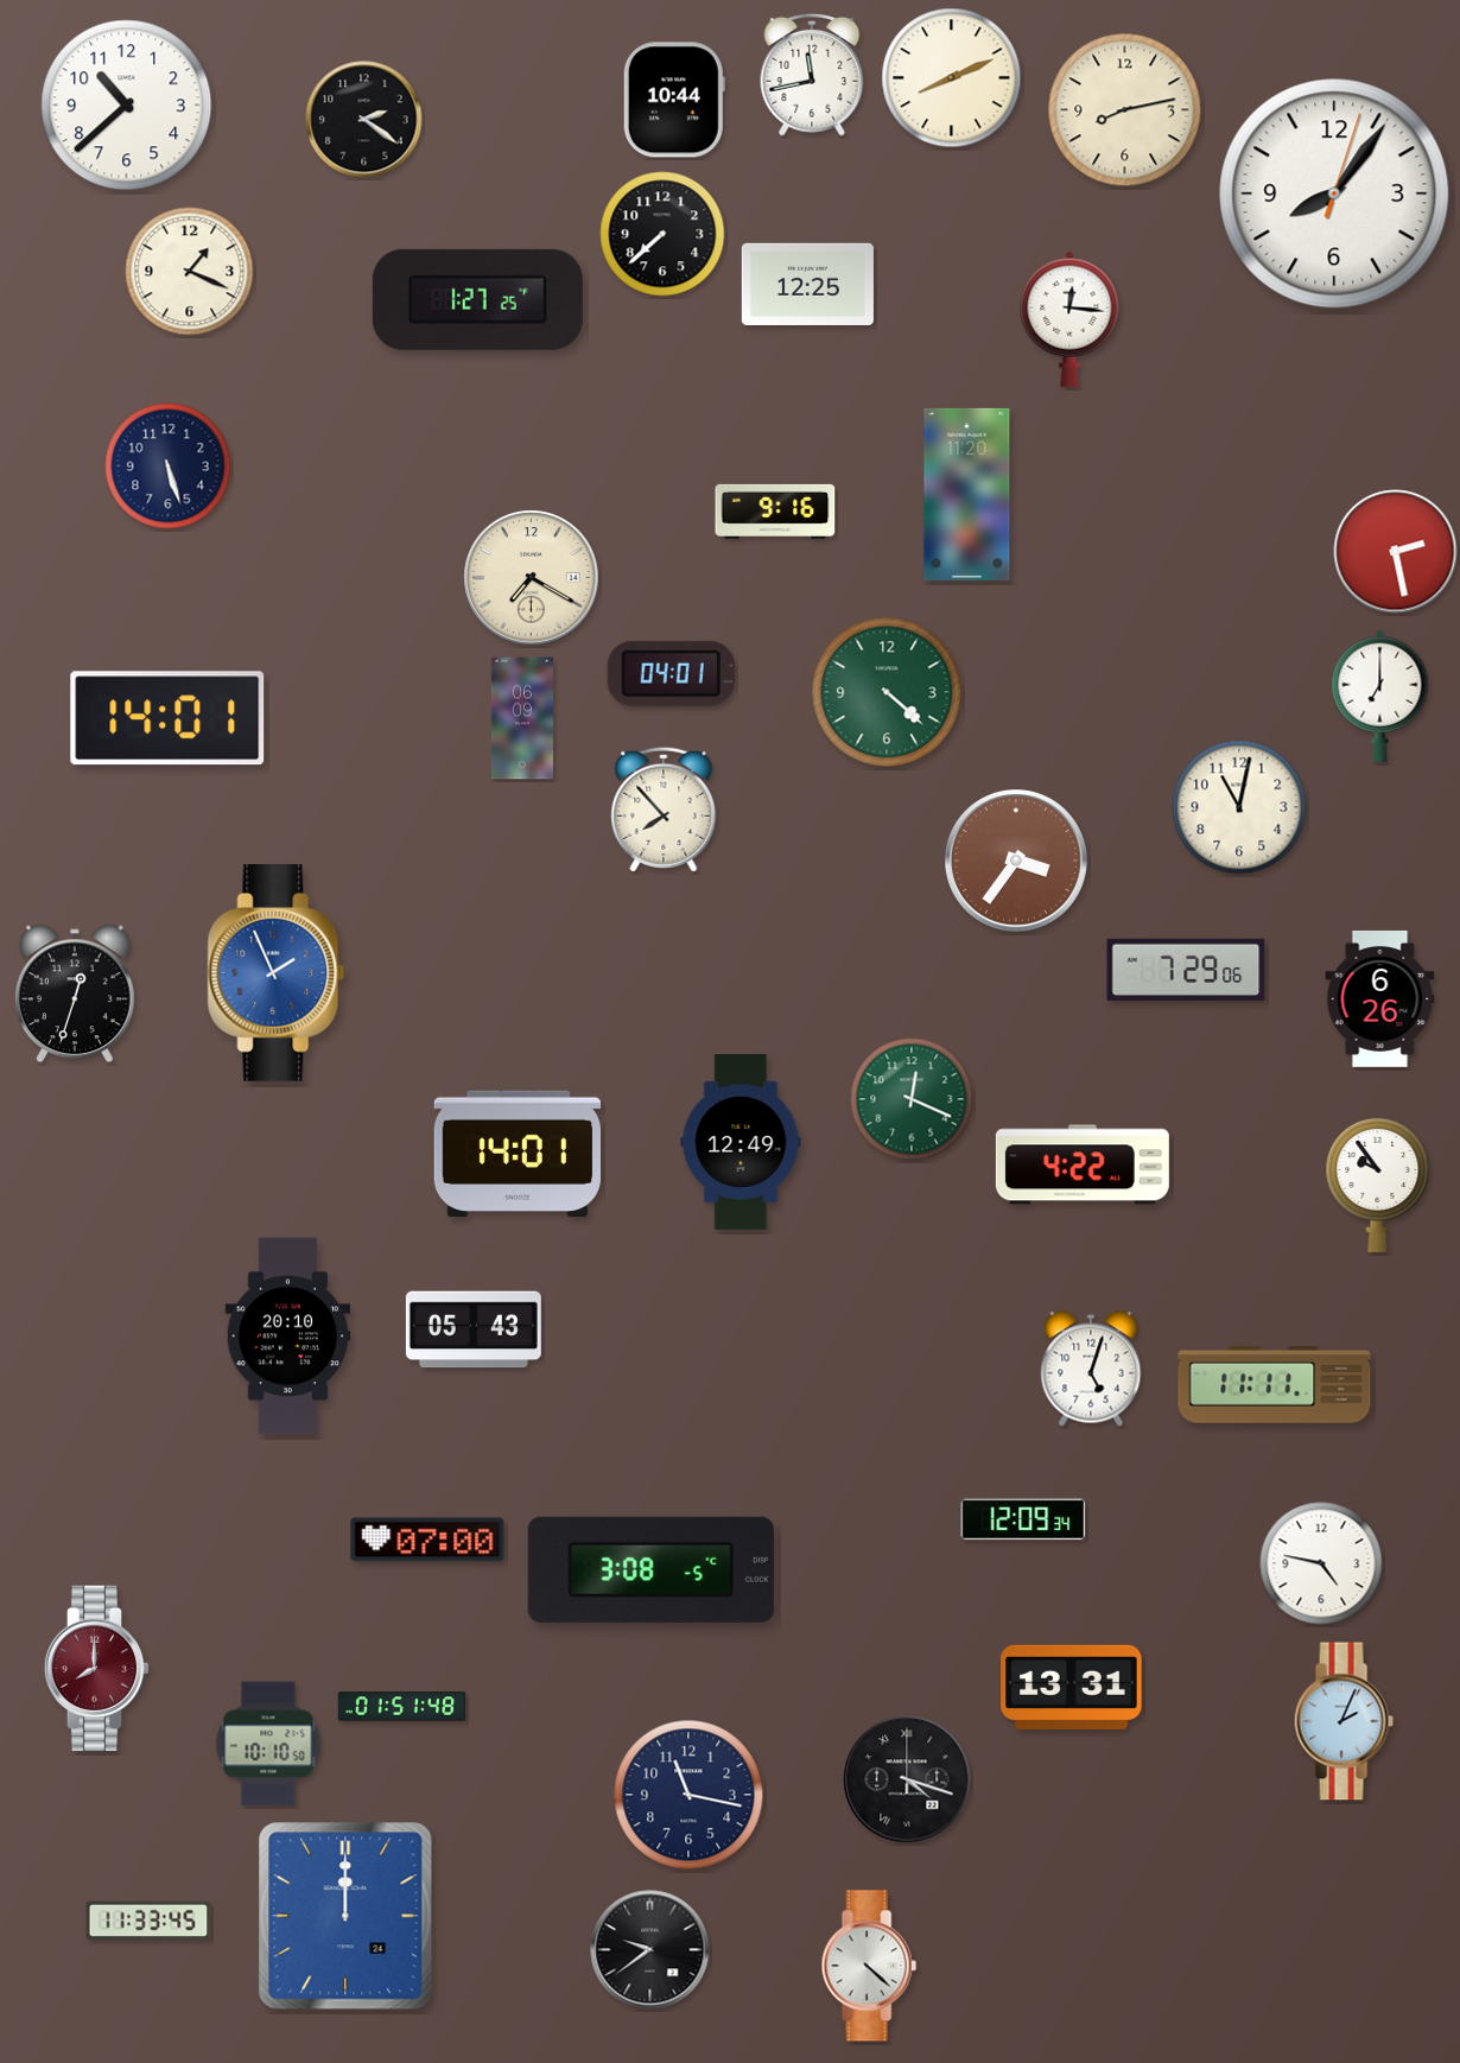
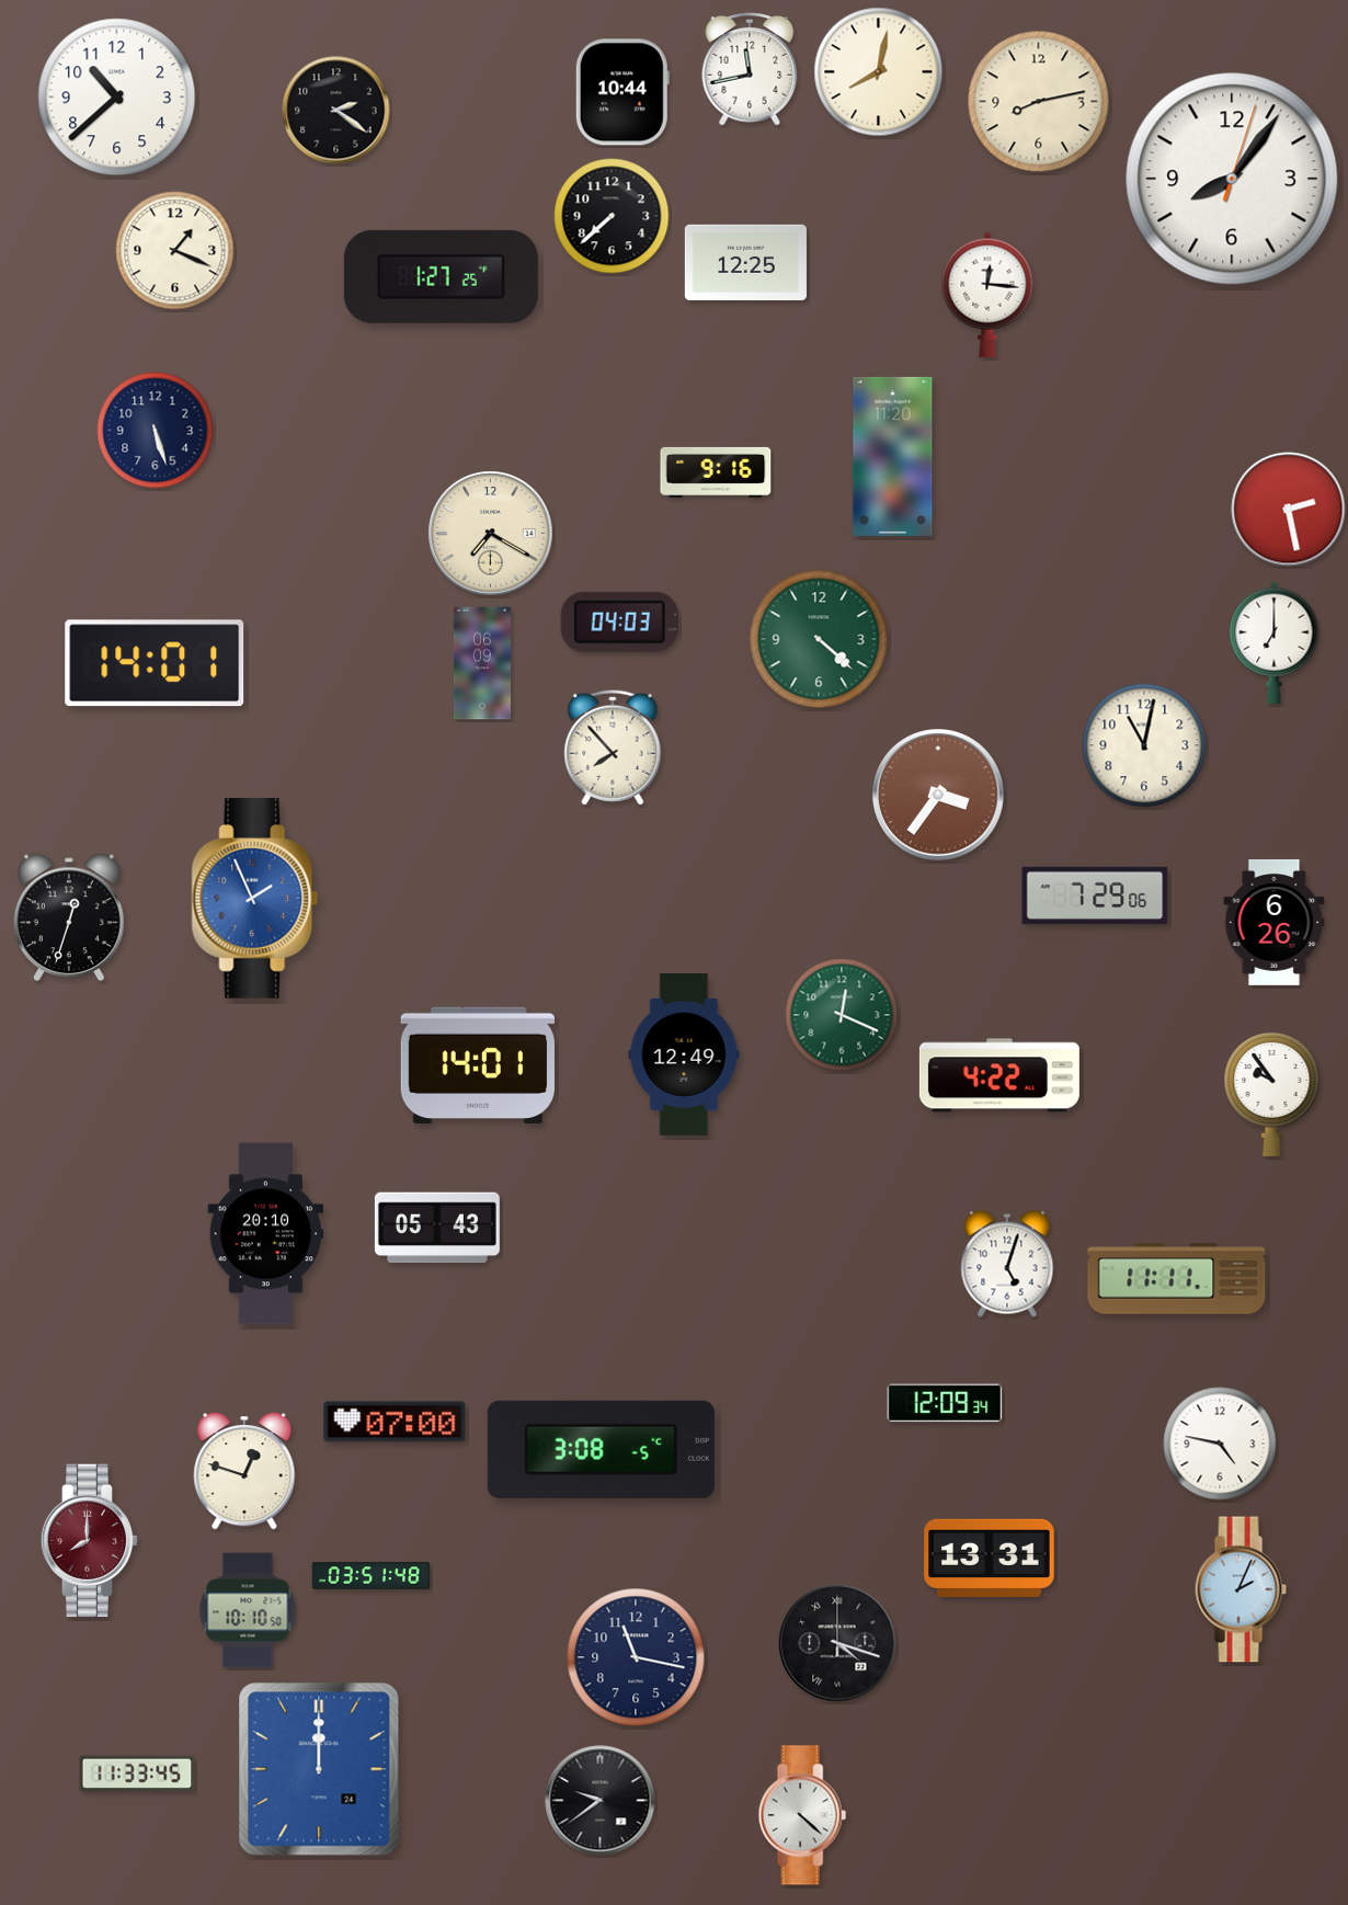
clock at (952, 78): 8:11 -> 8:02
clock at (671, 673): 04:01 -> 04:03
clock at (244, 1471): none -> 12:48
clock at (402, 1707): 01:51 -> 03:51
